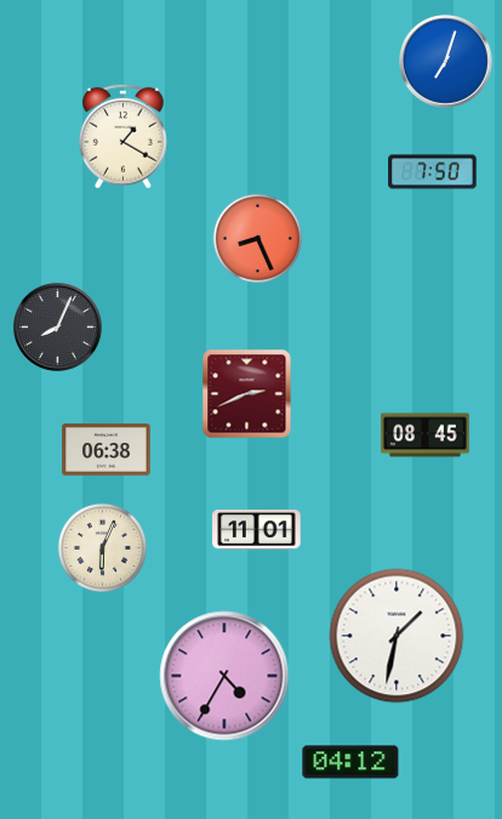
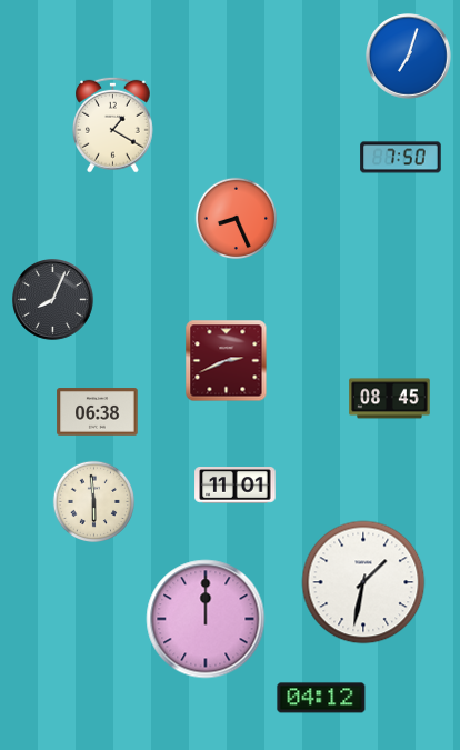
clock at (433, 172) position: (433, 172) -> (401, 158)
clock at (103, 548): 6:04 -> 5:59
clock at (224, 676): 4:35 -> 12:00
